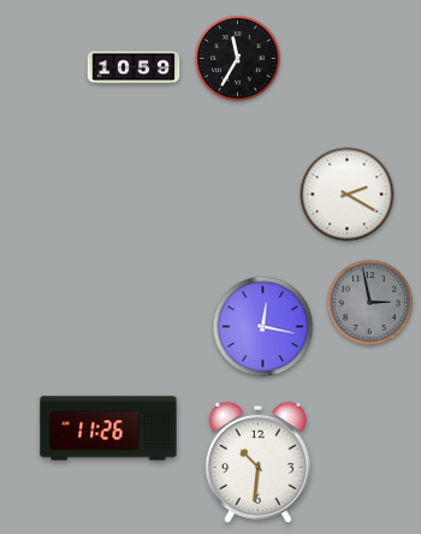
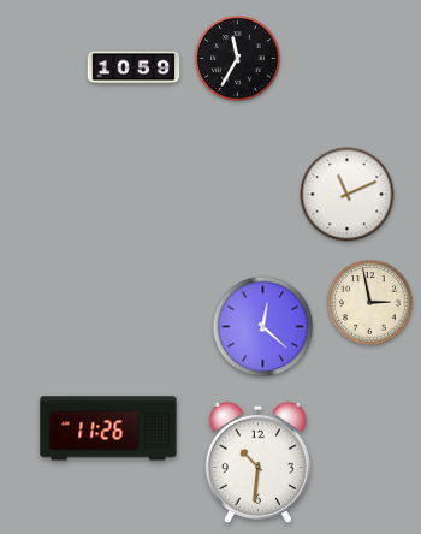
clock at (348, 195): 2:20 -> 11:11
clock at (370, 303) dial: grey -> cream
clock at (263, 327): 12:17 -> 12:22
